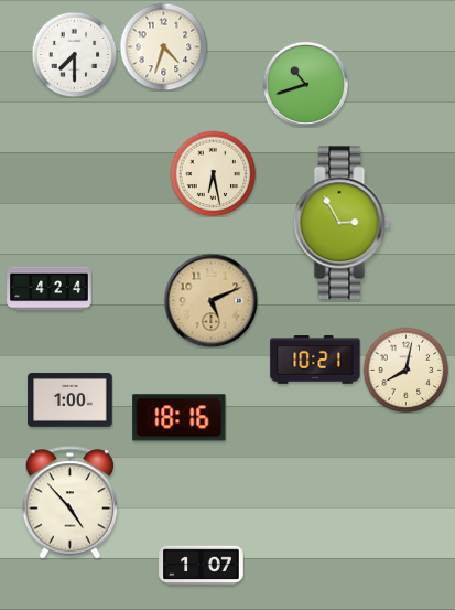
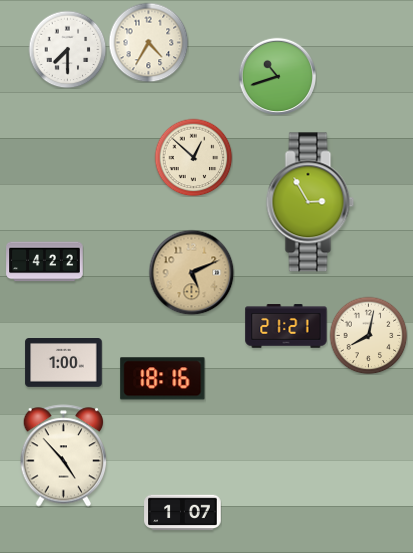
clock at (163, 46): 4:33 -> 4:35
clock at (213, 173): 6:28 -> 12:52
clock at (50, 289): 4:24 -> 4:22
clock at (315, 360): 10:21 -> 21:21
